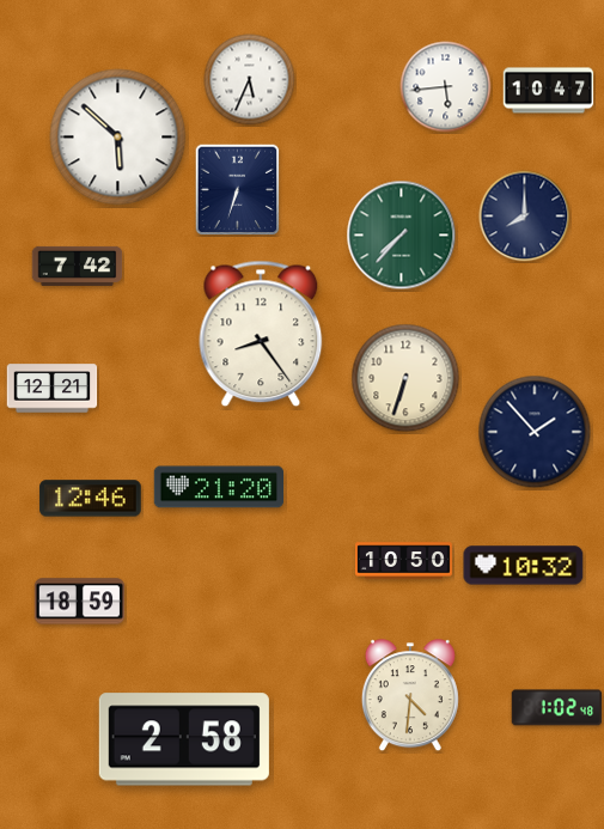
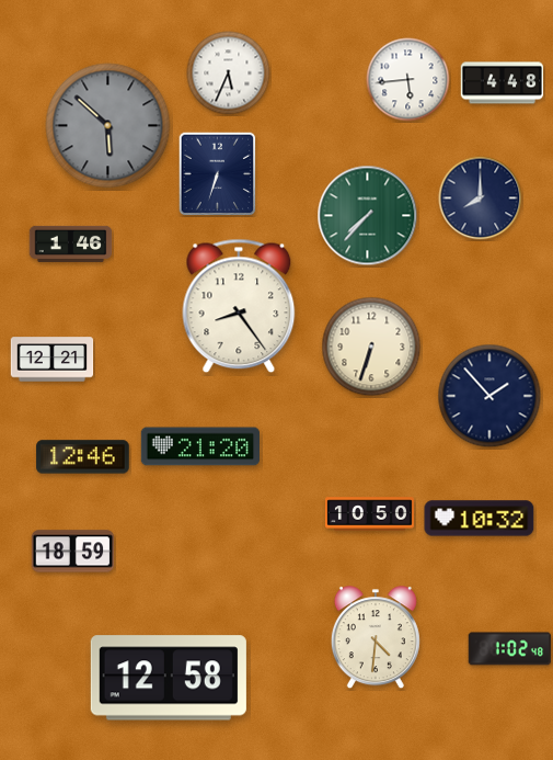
clock at (549, 91): 10:47 -> 4:48
clock at (118, 138) dial: white -> grey
clock at (78, 266): 7:42 -> 1:46
clock at (53, 389) position: (53, 389) -> (53, 360)
clock at (184, 739): 2:58 -> 12:58
